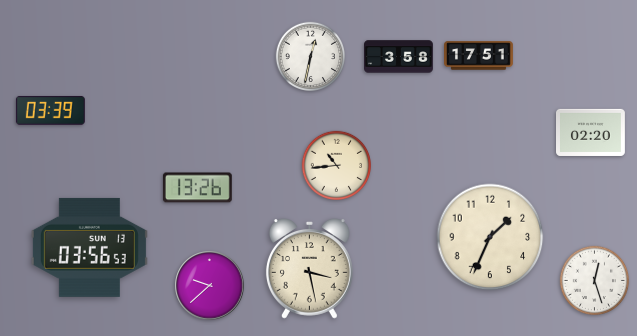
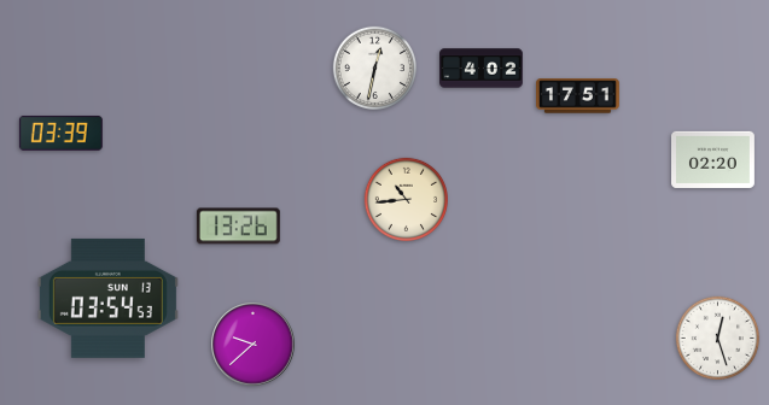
clock at (479, 56) position: (479, 56) -> (578, 96)
clock at (399, 57): 3:58 -> 4:02
clock at (490, 237): 1:34 -> none
clock at (89, 247): 03:56 -> 03:54
clock at (309, 269): 3:28 -> none
